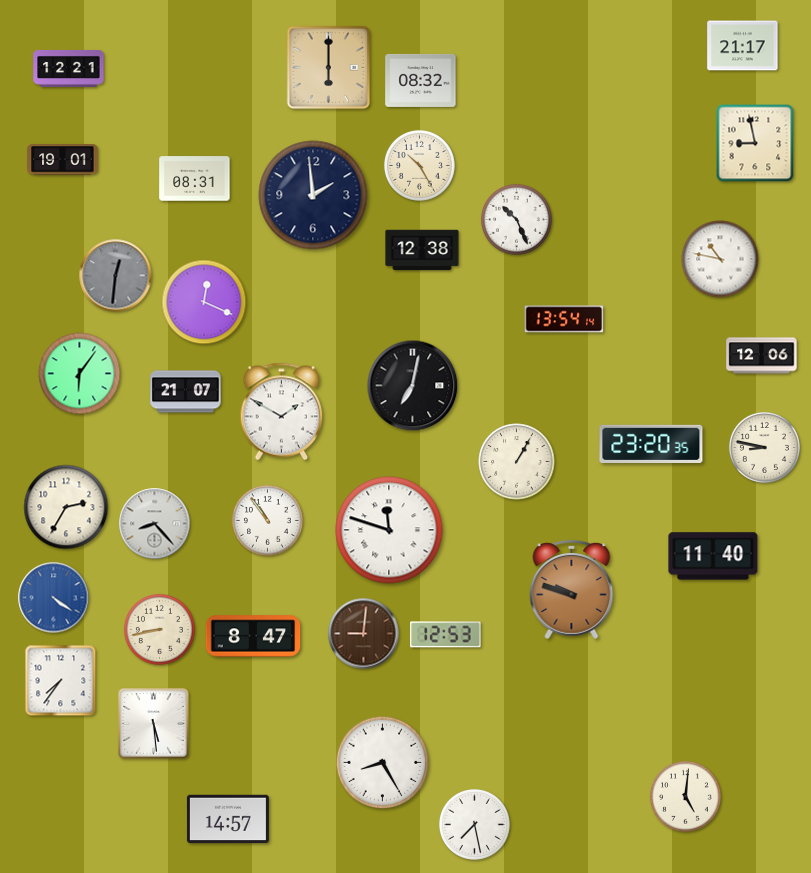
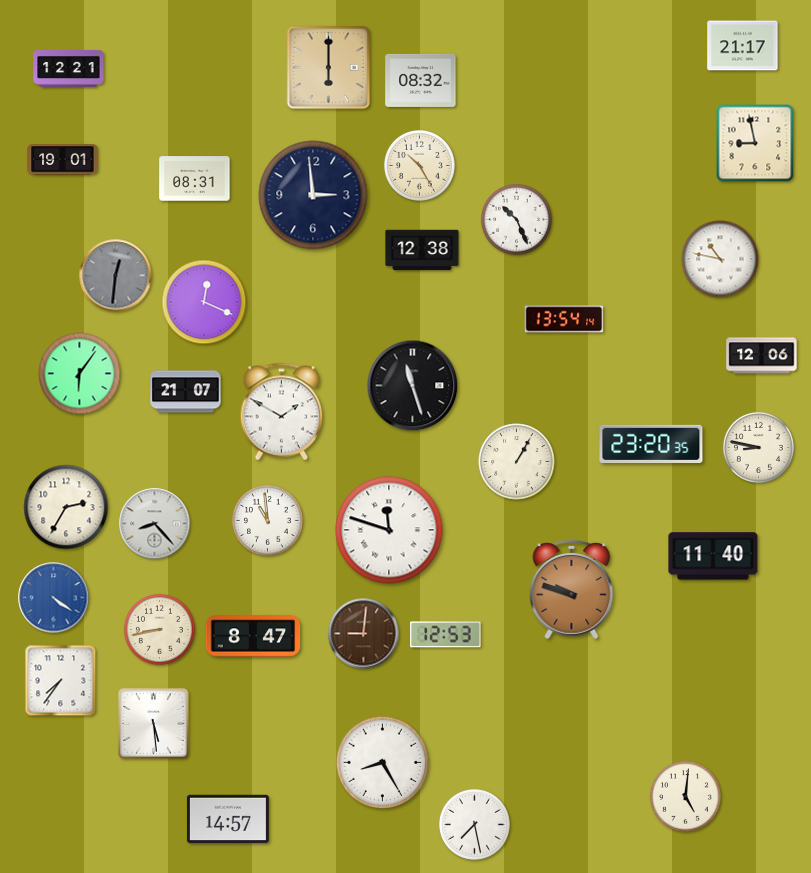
clock at (313, 195): 1:59 -> 2:59
clock at (413, 386): 7:02 -> 11:27
clock at (764, 447) position: (764, 447) -> (758, 447)
clock at (267, 520): 10:54 -> 10:59
